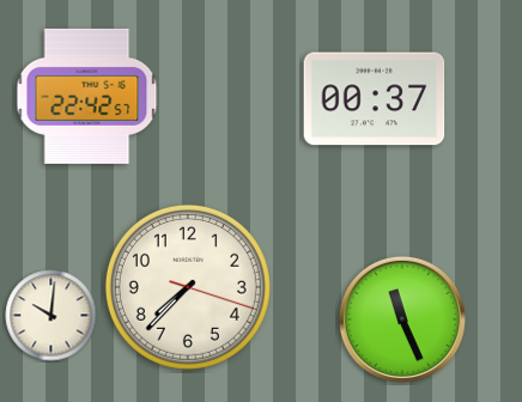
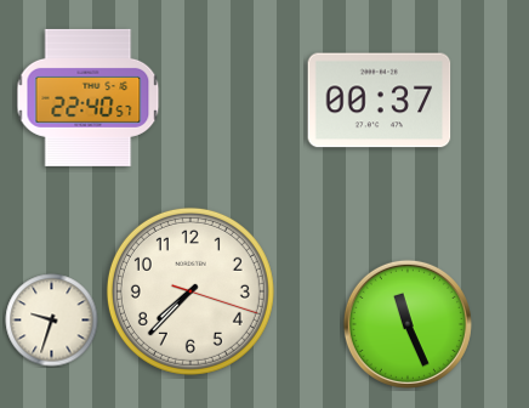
clock at (87, 96): 22:42 -> 22:40
clock at (51, 316): 10:01 -> 9:33
